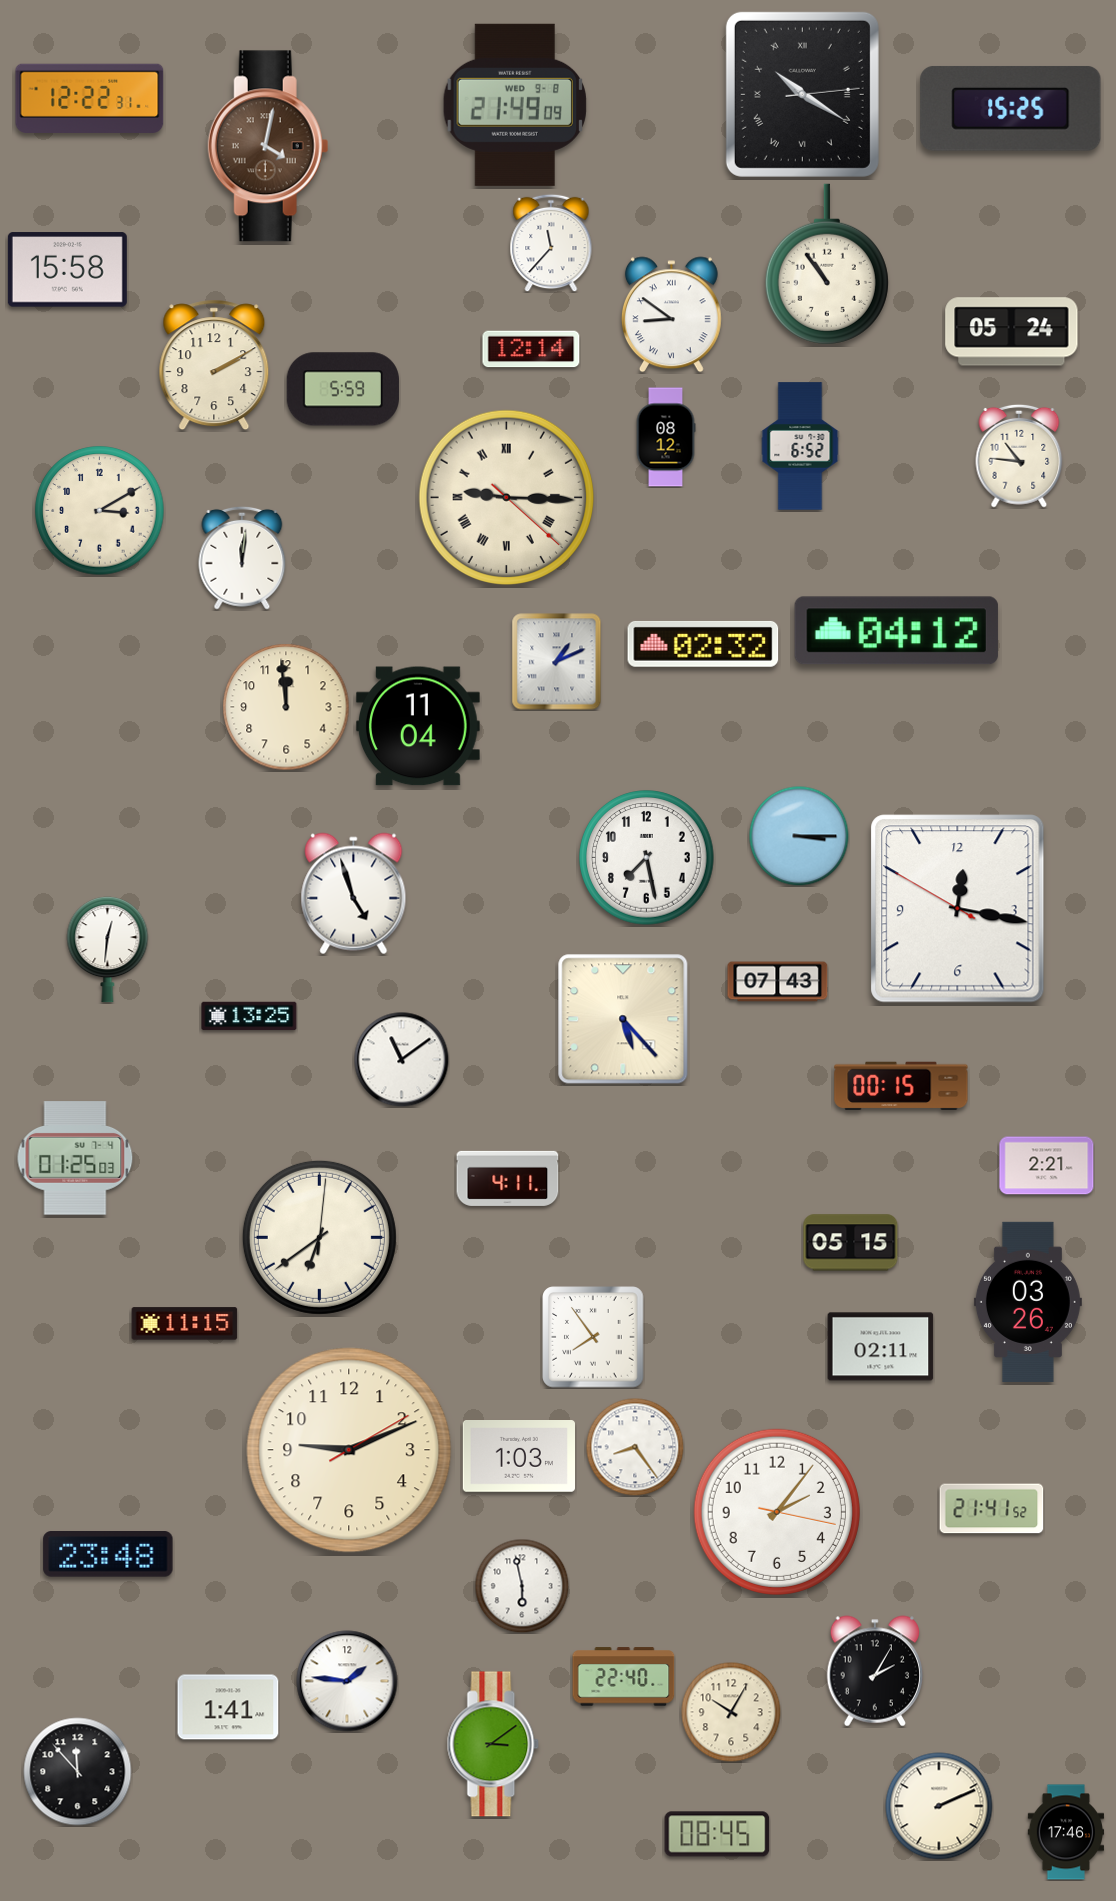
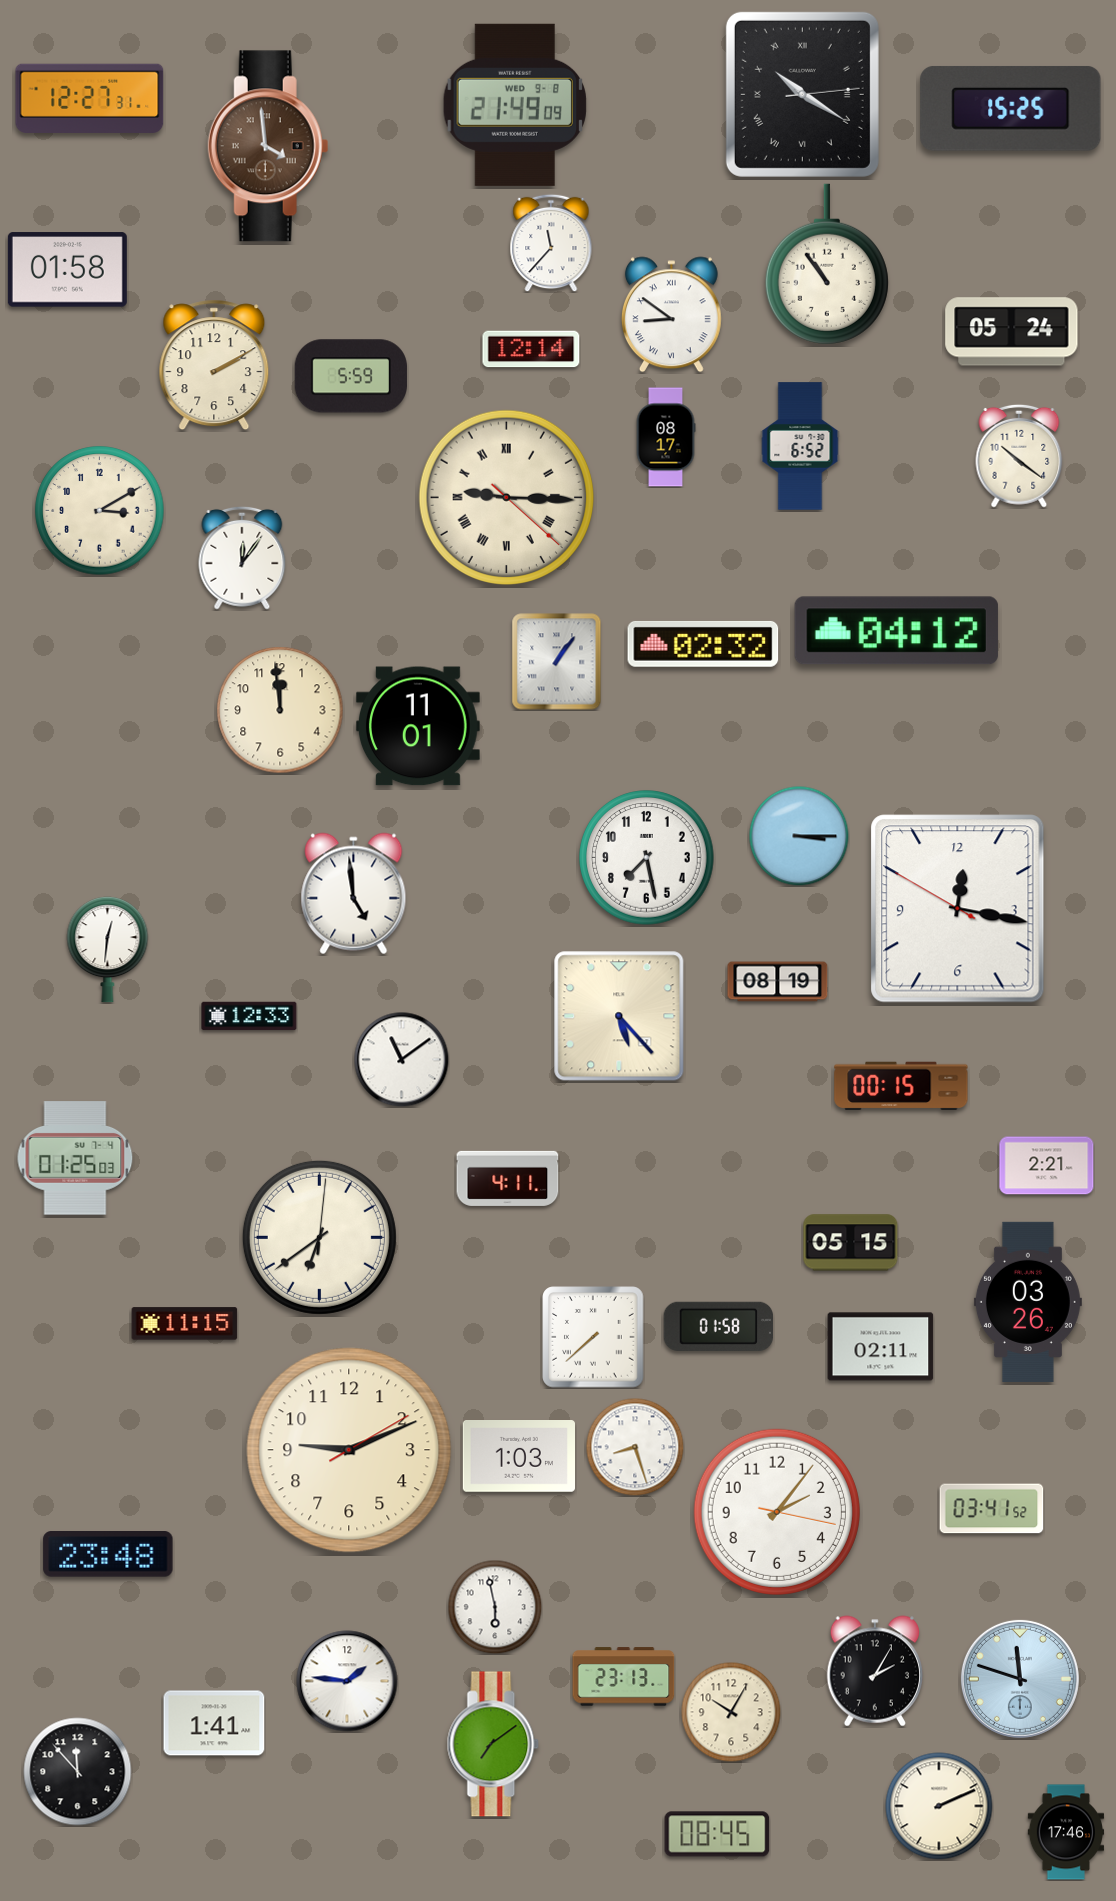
clock at (90, 98): 12:22 -> 12:27
clock at (268, 146): 4:02 -> 3:59
clock at (67, 270): 15:58 -> 01:58
clock at (343, 389) position: (343, 389) -> (351, 376)
clock at (666, 437): 08:12 -> 08:17
clock at (1019, 456): 10:46 -> 10:21
clock at (242, 558): 12:01 -> 12:06
clock at (557, 662): 1:11 -> 1:06
clock at (286, 707) position: (286, 707) -> (280, 710)
clock at (418, 726): 11:04 -> 11:01
clock at (354, 894): 4:57 -> 4:59
clock at (778, 982): 07:43 -> 08:19
clock at (249, 1016): 13:25 -> 12:33
clock at (623, 1019) position: (623, 1019) -> (619, 1016)
clock at (719, 1326): none -> 01:58
clock at (593, 1337): 7:54 -> 7:38
clock at (635, 1447): 8:24 -> 8:27
clock at (992, 1509): 21:41 -> 03:41
clock at (522, 1586) position: (522, 1586) -> (495, 1607)
clock at (624, 1677): 22:40 -> 23:13
clock at (1020, 1679): none -> 11:48
clock at (228, 1707) position: (228, 1707) -> (214, 1723)
clock at (493, 1744): 3:09 -> 7:09
